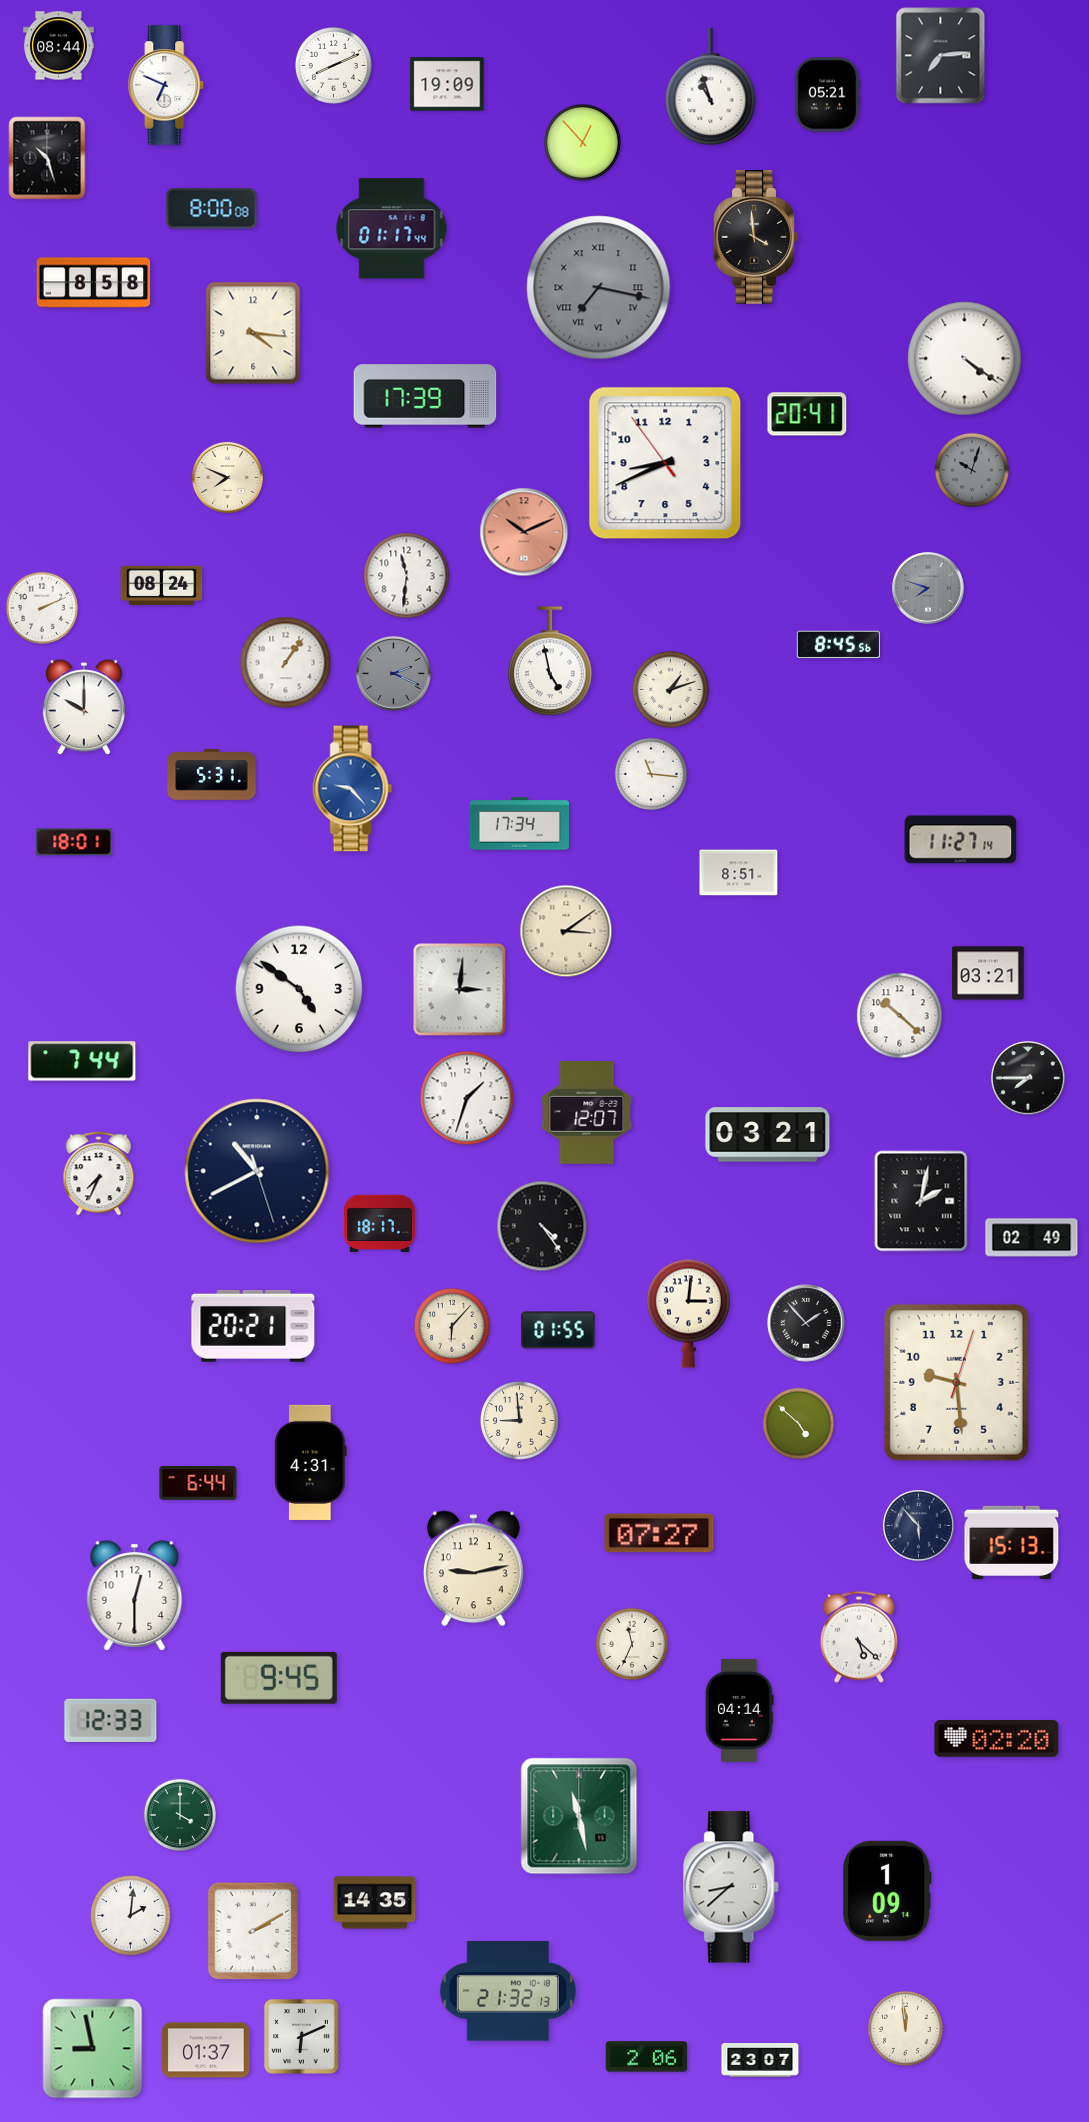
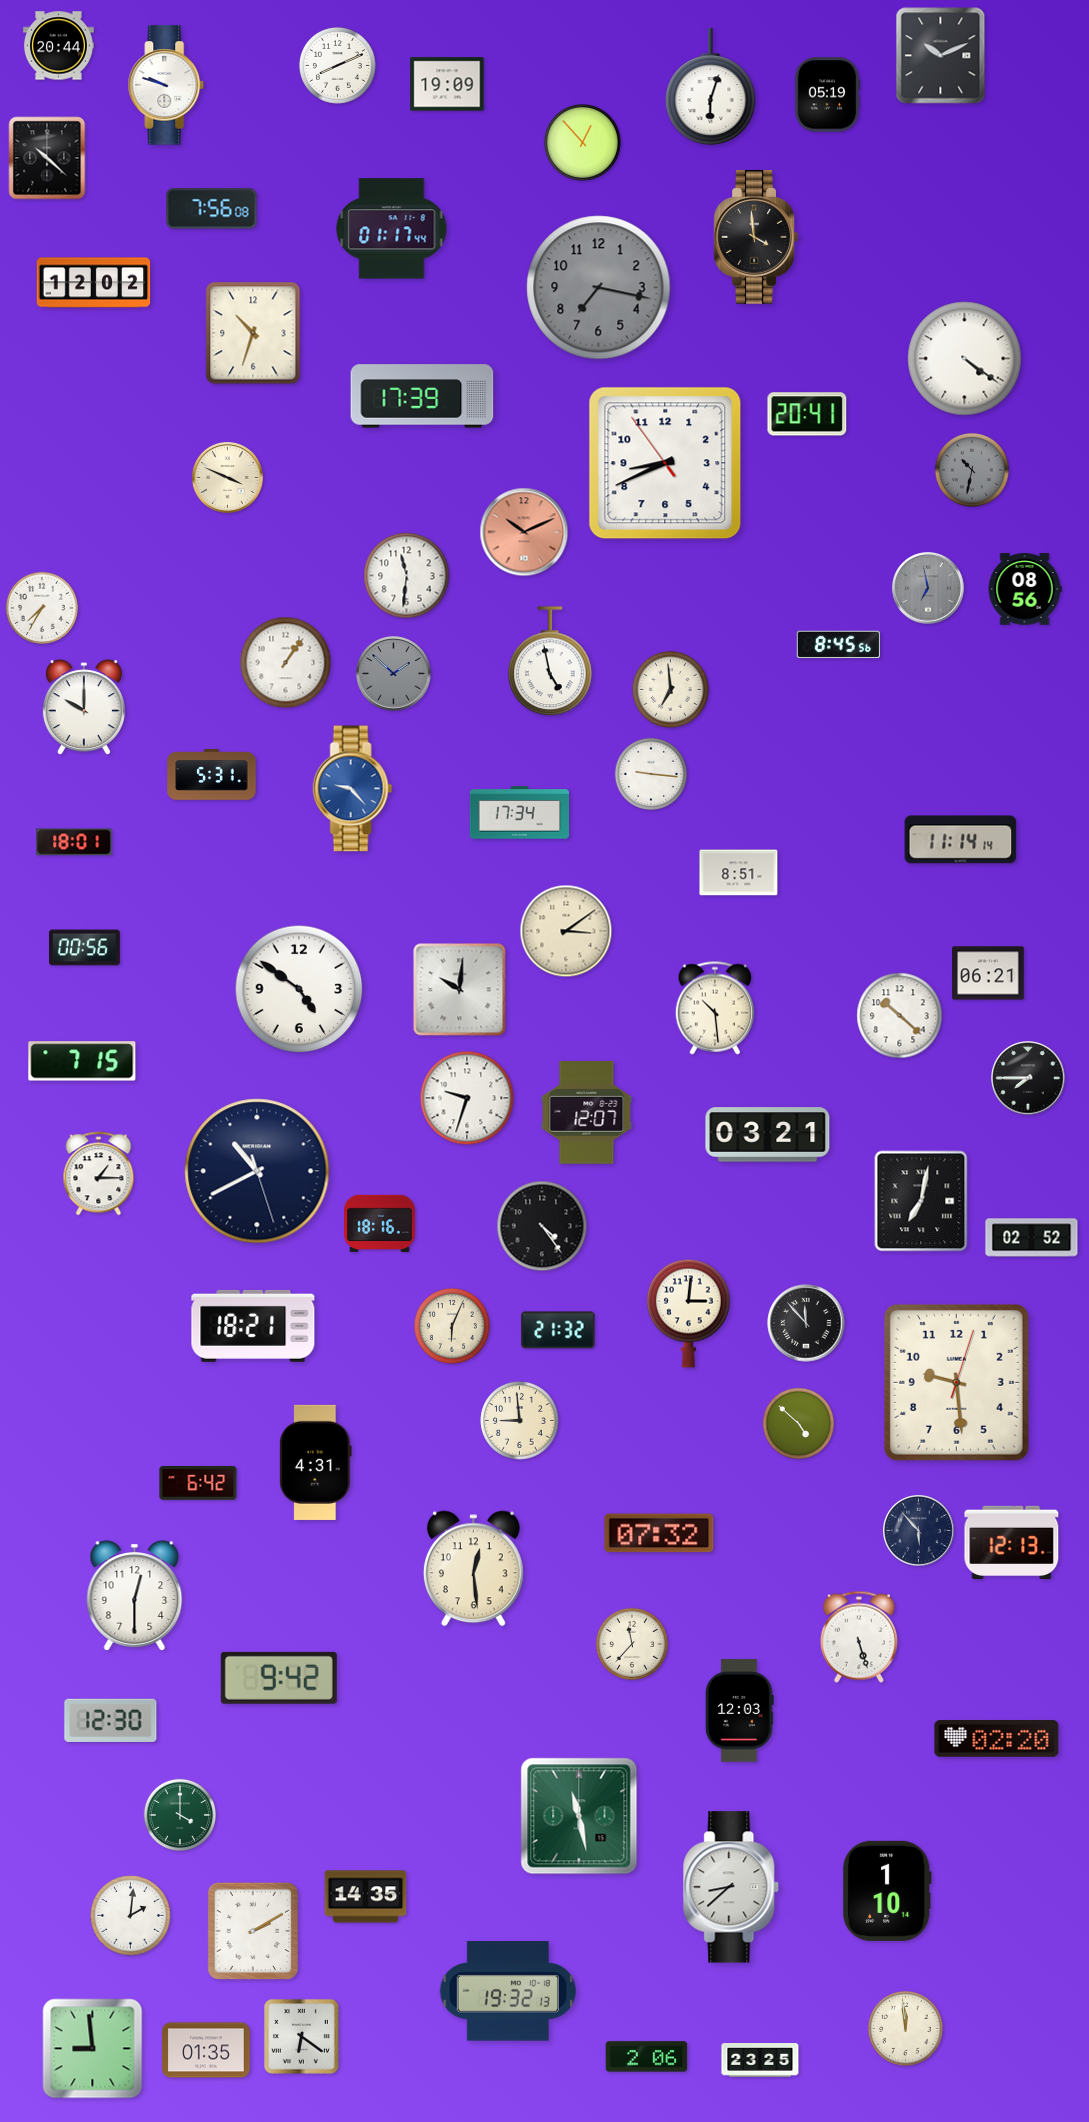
clock at (59, 46): 08:44 -> 20:44
clock at (941, 56): 7:14 -> 10:11
clock at (333, 65) position: (333, 65) -> (337, 65)
clock at (166, 85): 6:49 -> 9:48
clock at (711, 87): 10:57 -> 6:03
clock at (827, 95): 05:21 -> 05:19
clock at (47, 158): 10:27 -> 10:22
clock at (212, 209): 8:00 -> 7:56
clock at (94, 283): 8:58 -> 12:02
clock at (599, 288) numerals: Roman -> Arabic
clock at (253, 333): 4:16 -> 10:33
clock at (425, 396) position: (425, 396) -> (422, 396)
clock at (972, 470): 10:03 -> 10:32
clock at (228, 478): 7:49 -> 3:49
clock at (162, 585): 08:24 -> none
clock at (928, 588): 7:48 -> 6:58
clock at (1025, 589): none -> 08:56
clock at (41, 607): 2:11 -> 7:35
clock at (394, 674): 2:19 -> 1:52
clock at (670, 689): 1:12 -> 6:59
clock at (650, 773): 11:16 -> 9:16
clock at (519, 824) position: (519, 824) -> (519, 813)
clock at (961, 840): 11:27 -> 11:14
clock at (85, 948): none -> 00:56
clock at (988, 973): 03:21 -> 06:21
clock at (460, 990): 3:01 -> 10:01
clock at (715, 1008): none -> 10:29
clock at (82, 1061): 7:44 -> 7:15
clock at (467, 1098): 1:33 -> 9:33
clock at (99, 1174): 7:34 -> 1:15
clock at (921, 1201): 2:02 -> 7:02
clock at (380, 1223): 18:17 -> 18:16
clock at (1032, 1238): 02:49 -> 02:52
clock at (806, 1323): 1:53 -> 11:53
clock at (253, 1326): 20:21 -> 18:21
clock at (452, 1326): 6:07 -> 6:04
clock at (558, 1330): 01:55 -> 21:32
clock at (311, 1462) position: (311, 1462) -> (316, 1462)
clock at (198, 1484): 6:44 -> 6:42
clock at (919, 1526) position: (919, 1526) -> (919, 1531)
clock at (659, 1533): 07:27 -> 07:32
clock at (1012, 1543): 15:13 -> 12:13
clock at (473, 1569): 9:13 -> 12:29
clock at (859, 1637): 5:22 -> 5:27
clock at (631, 1643): 11:34 -> 11:37
clock at (279, 1678): 9:45 -> 9:42
clock at (740, 1711): 04:14 -> 12:03
clock at (111, 1720): 12:33 -> 12:30
clock at (887, 1891): 1:09 -> 1:10
clock at (375, 1903) position: (375, 1903) -> (366, 1897)
clock at (508, 1991): 21:32 -> 19:32
clock at (302, 2037): 6:11 -> 6:21
clock at (93, 2049): 8:58 -> 8:59
clock at (206, 2050): 01:37 -> 01:35
clock at (760, 2060): 23:07 -> 23:25
